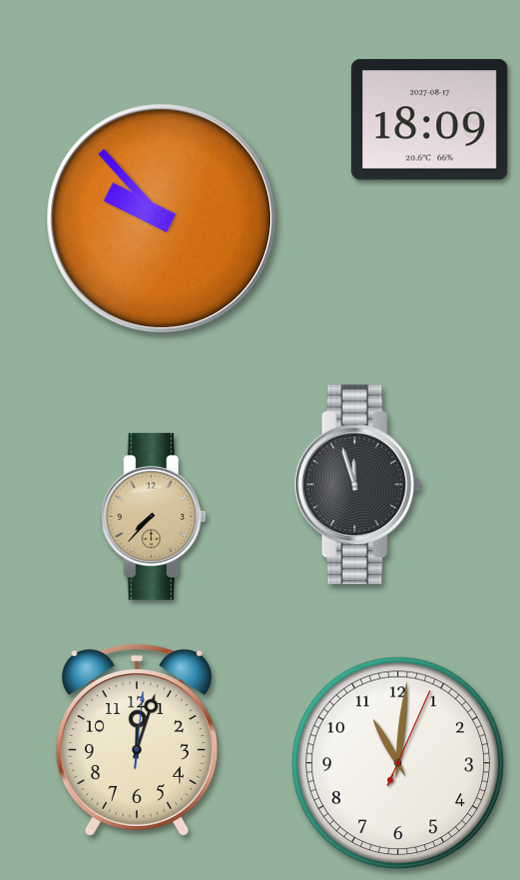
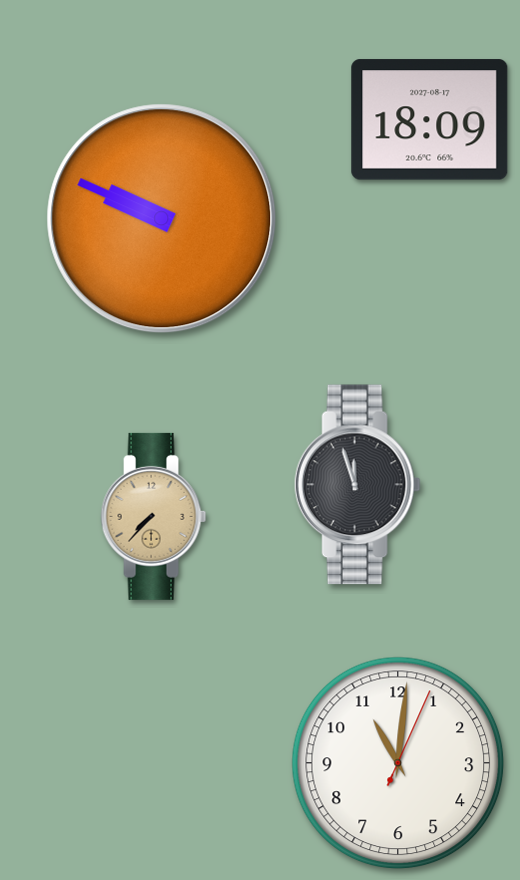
clock at (162, 219): 9:53 -> 9:49
clock at (137, 740): 12:03 -> none
